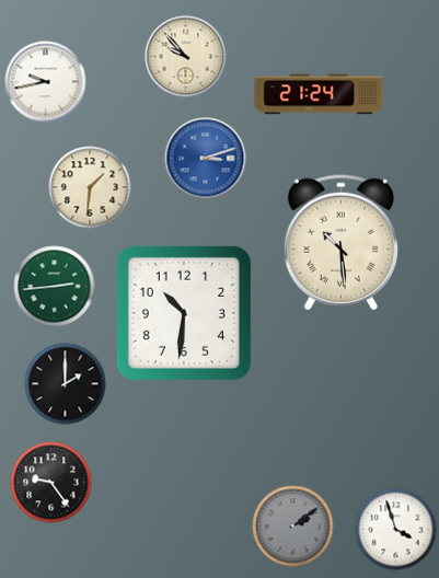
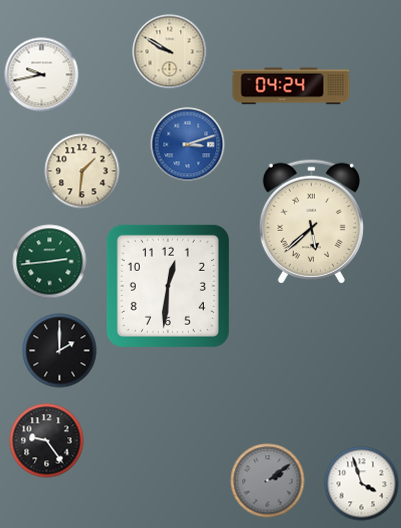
clock at (186, 57): 9:53 -> 9:50
clock at (319, 94): 21:24 -> 04:24
clock at (340, 242): 10:29 -> 5:38
clock at (184, 313): 10:31 -> 12:31
